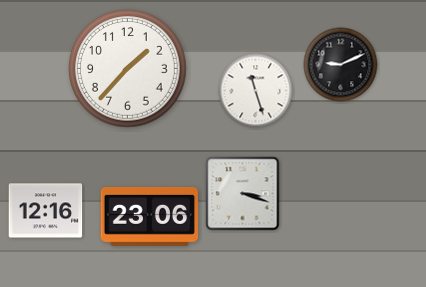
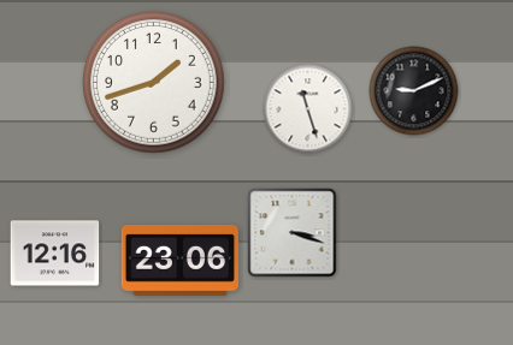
clock at (341, 65) position: (341, 65) -> (414, 91)
clock at (128, 69): 1:37 -> 1:42
